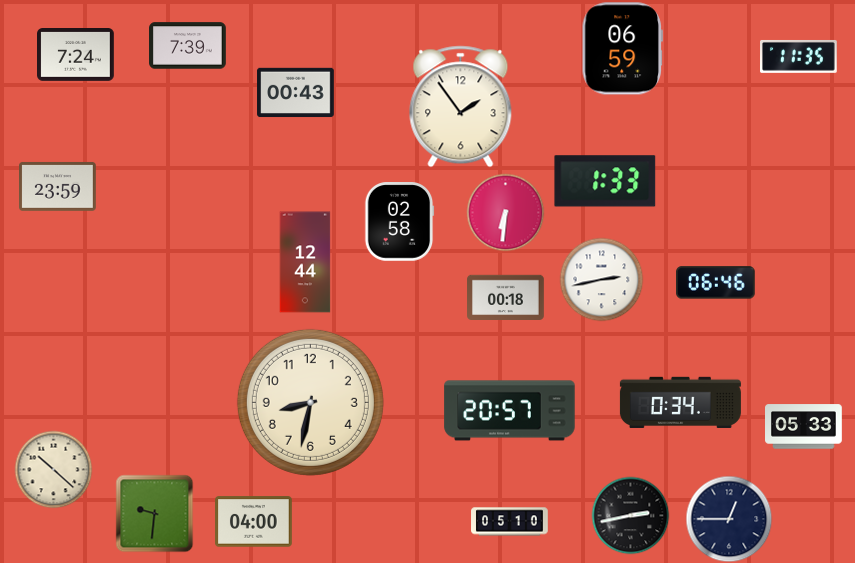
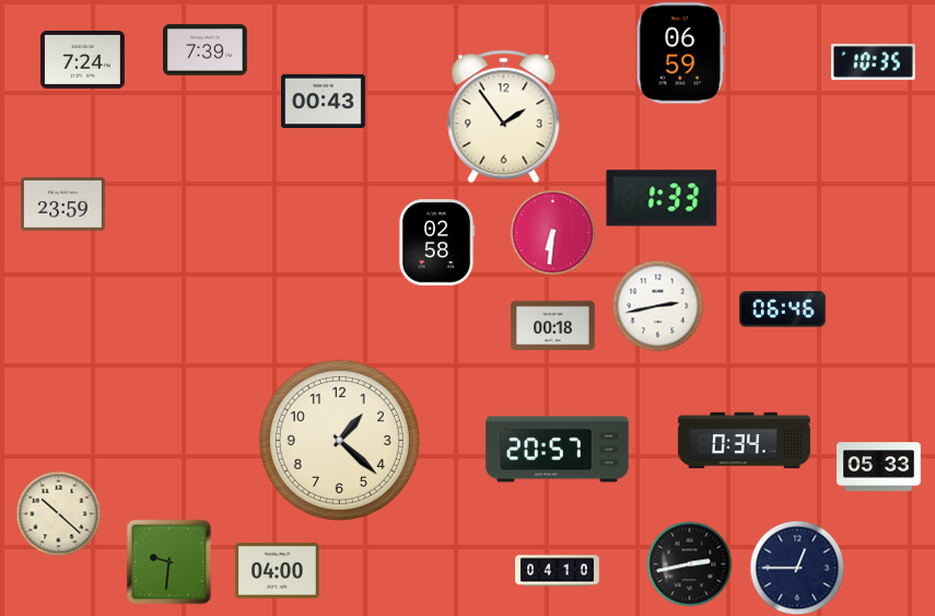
clock at (799, 56): 11:35 -> 10:35
clock at (305, 262): 12:44 -> none
clock at (310, 402): 8:32 -> 1:22
clock at (510, 522): 05:10 -> 04:10
